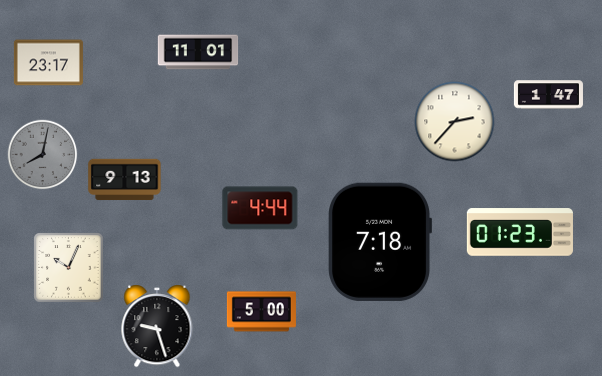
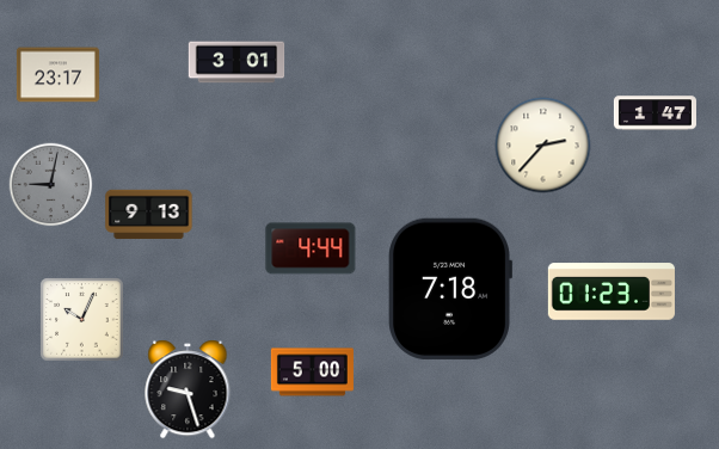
clock at (198, 52): 11:01 -> 3:01
clock at (43, 155): 8:02 -> 9:02
clock at (520, 232) position: (520, 232) -> (612, 291)
clock at (379, 242) position: (379, 242) -> (449, 289)
